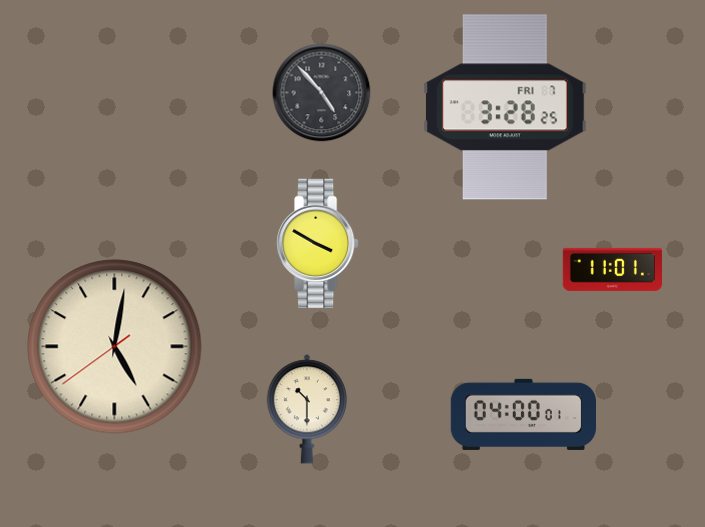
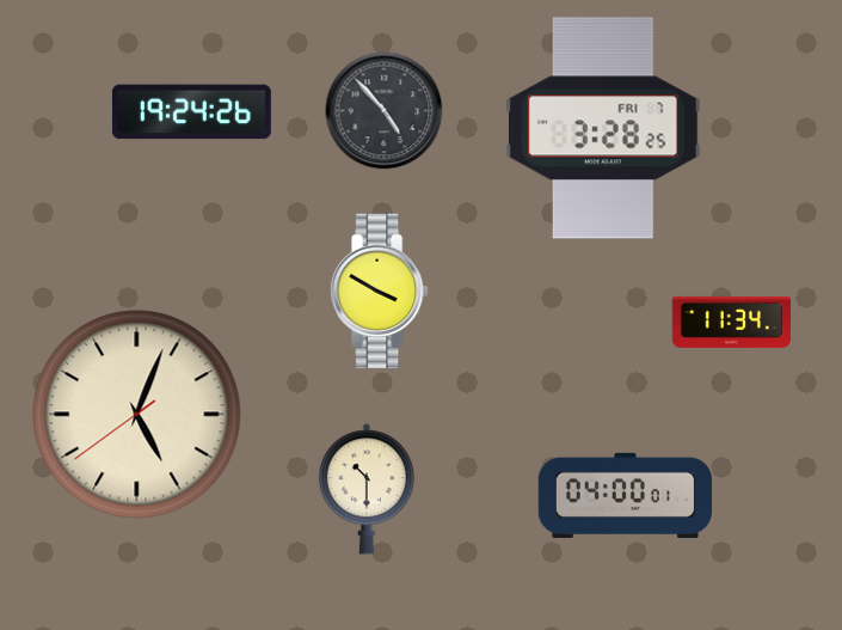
clock at (191, 112): none -> 19:24
clock at (612, 269): 11:01 -> 11:34
clock at (115, 347): 5:01 -> 5:03
